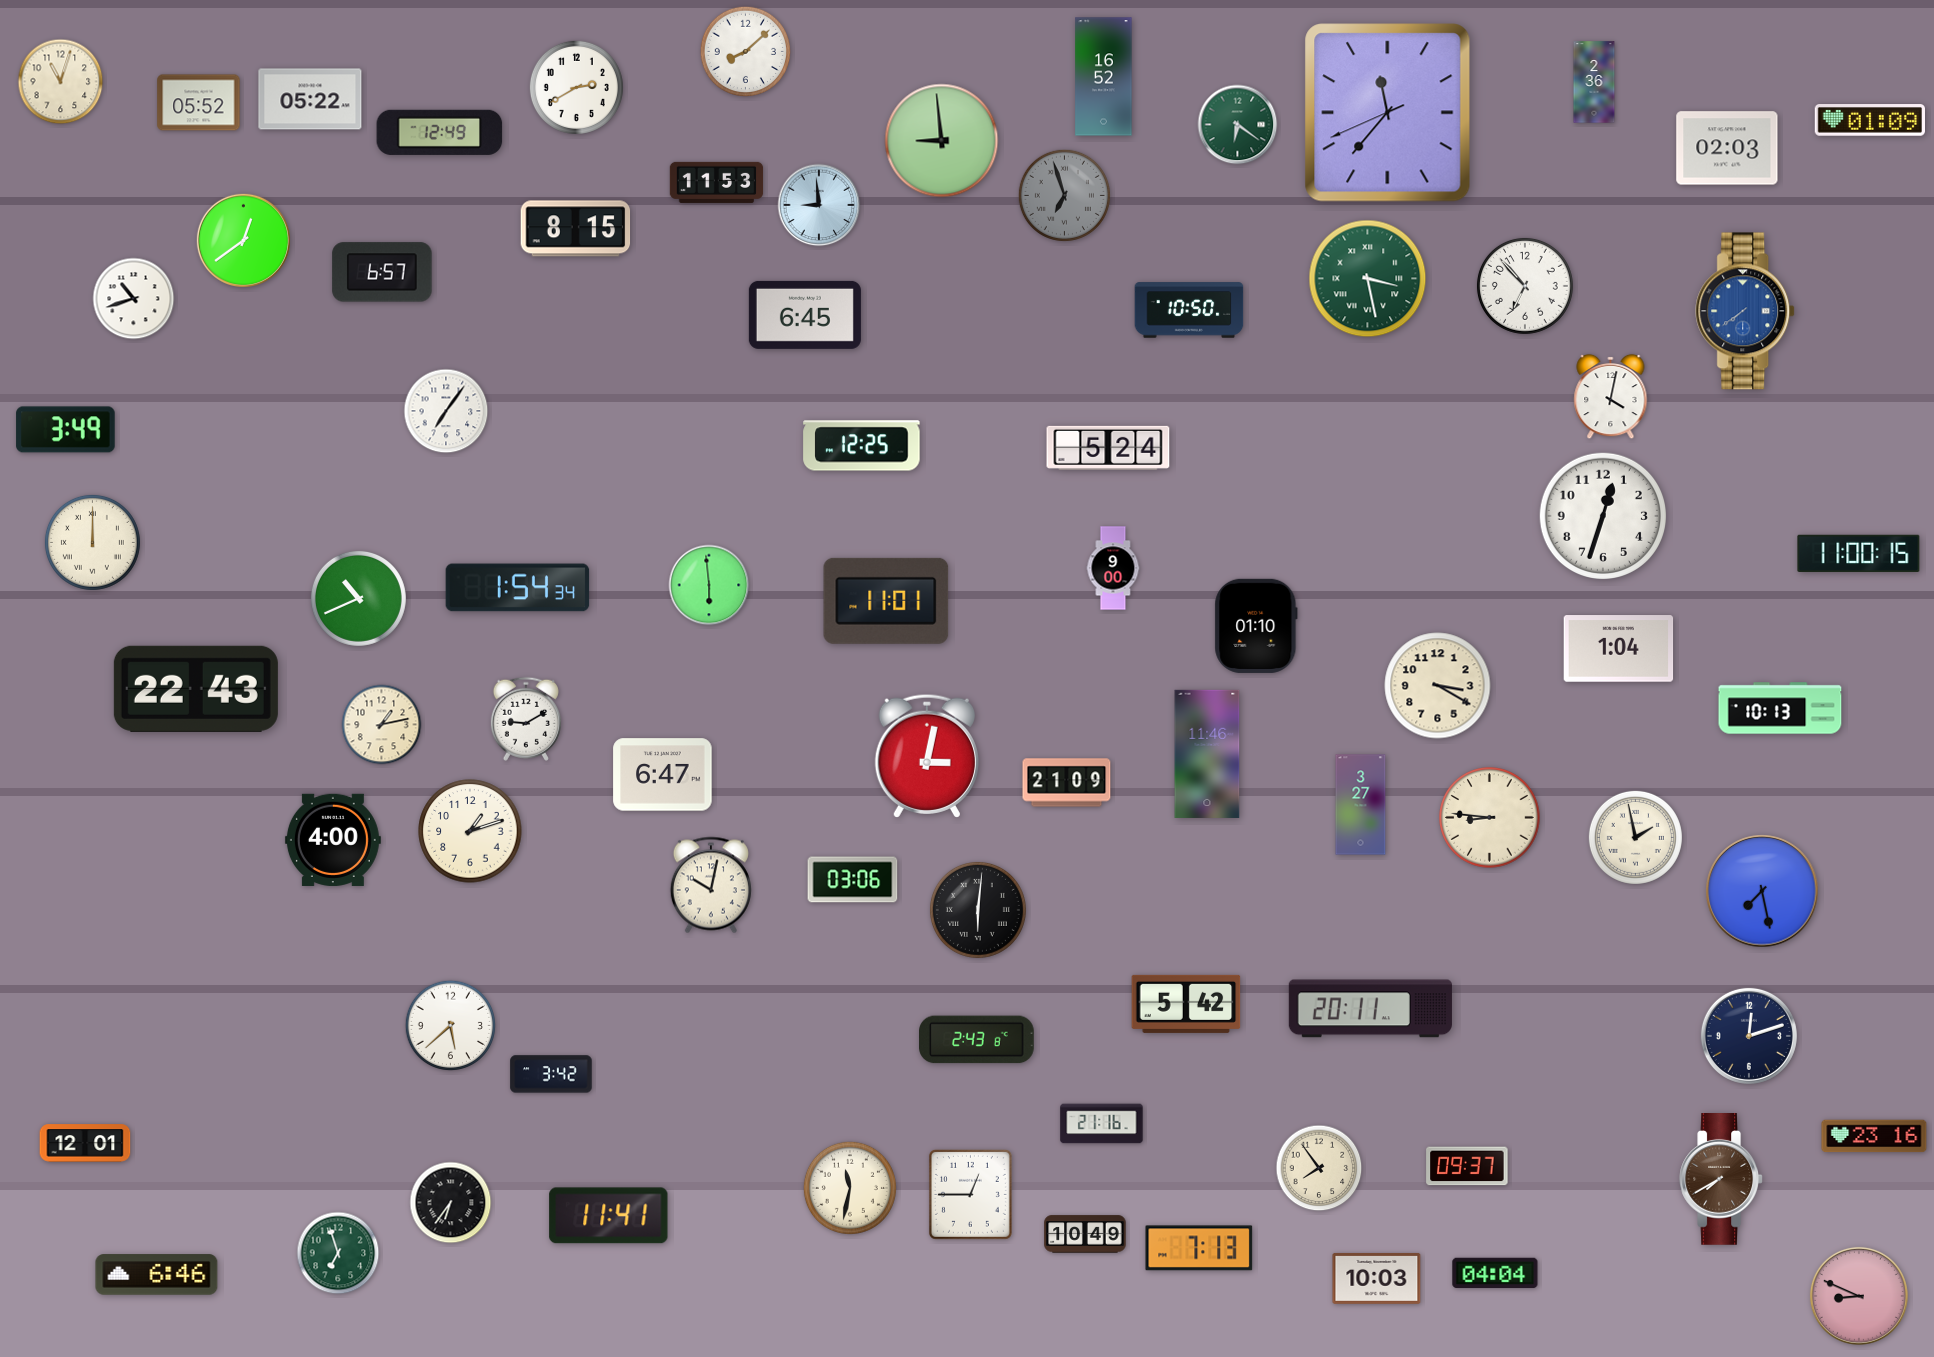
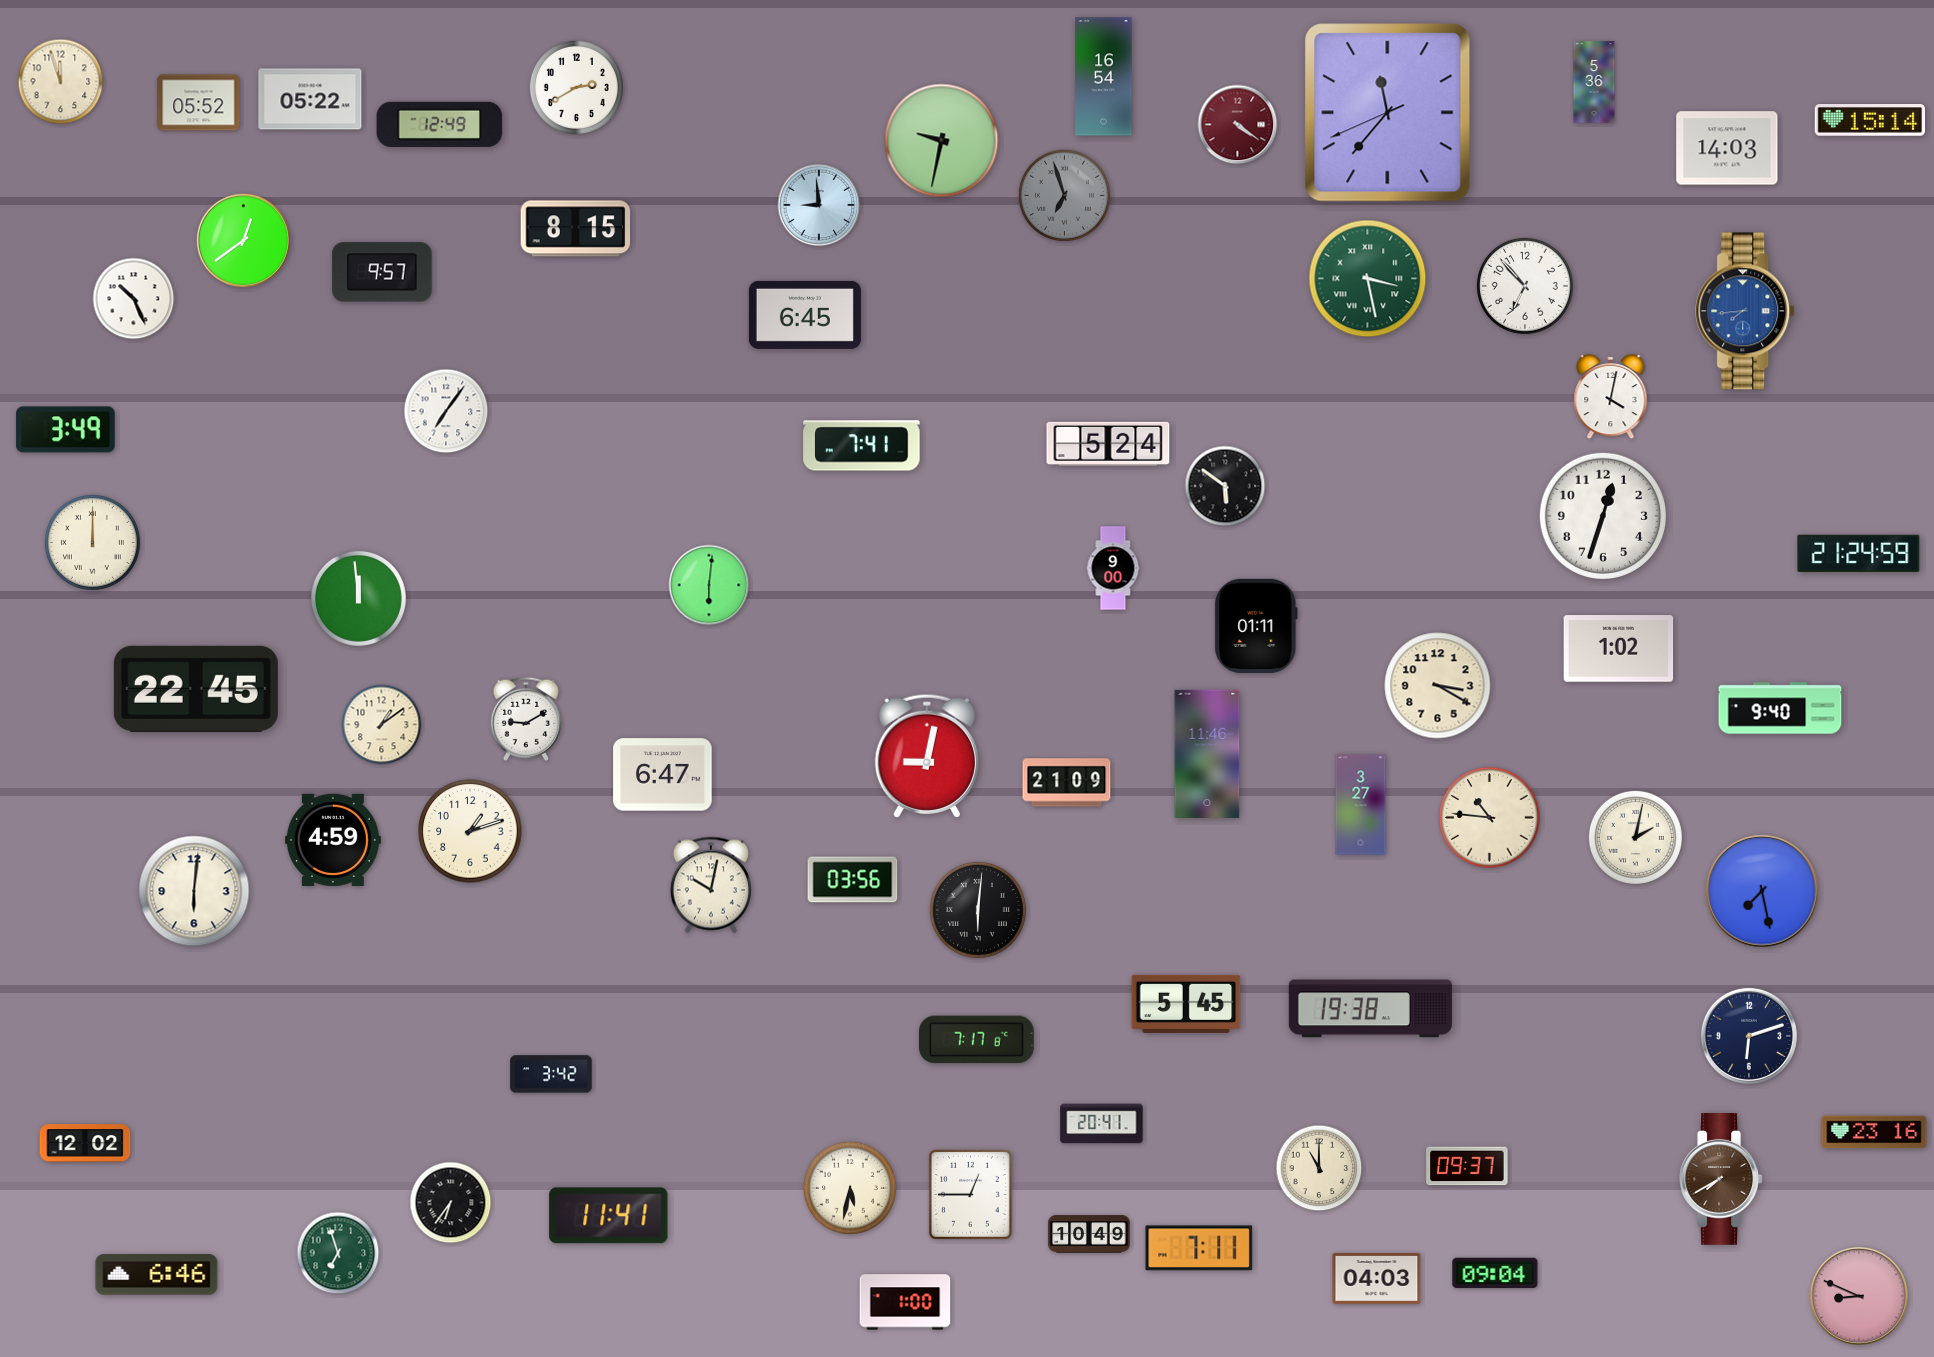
clock at (745, 51): 8:08 -> none
clock at (1104, 77): 16:52 -> 16:54
clock at (61, 82): 11:03 -> 11:57
clock at (1594, 82): 2:36 -> 5:36
clock at (1869, 120): 01:09 -> 15:14
clock at (1238, 125): 6:21 -> 4:21
clock at (1238, 125) dial: green -> burgundy
clock at (440, 132) position: (440, 132) -> (440, 124)
clock at (942, 141): 8:59 -> 9:32
clock at (1727, 148): 02:03 -> 14:03
clock at (717, 182): 11:53 -> none
clock at (382, 272): 6:57 -> 9:57
clock at (134, 299): 10:42 -> 10:26
clock at (1189, 310): 10:50 -> none
clock at (1746, 311): 7:39 -> 7:44
clock at (862, 446): 12:25 -> 7:41
clock at (1108, 448) position: (1108, 448) -> (1108, 444)
clock at (1225, 486): none -> 5:51
clock at (1859, 553): 11:00 -> 21:24
clock at (709, 585): 5:59 -> 6:01
clock at (518, 588): 1:54 -> none
clock at (358, 598): 10:41 -> 11:59
clock at (886, 601): 11:01 -> none
clock at (1256, 626): 01:10 -> 01:11
clock at (1619, 649): 1:04 -> 1:02
clock at (196, 689): 22:43 -> 22:45
clock at (1780, 708): 10:13 -> 9:40
clock at (382, 725): 1:13 -> 1:09
clock at (926, 756): 3:02 -> 9:02
clock at (1490, 818): 8:46 -> 10:46
clock at (1635, 837): 1:58 -> 2:02
clock at (333, 840): 4:00 -> 4:59
clock at (853, 880): 03:06 -> 03:56
clock at (194, 891): none -> 6:01
clock at (1186, 1004): 5:42 -> 5:45
clock at (1370, 1009): 20:11 -> 19:38
clock at (450, 1025): 5:38 -> none
clock at (1749, 1036): 12:12 -> 6:12
clock at (977, 1040): 2:43 -> 7:17
clock at (1102, 1124): 21:16 -> 20:41
clock at (1874, 1136) position: (1874, 1136) -> (1874, 1132)
clock at (85, 1143): 12:01 -> 12:02
clock at (1319, 1168): 7:54 -> 11:00
clock at (850, 1188): 11:32 -> 5:32
clock at (1085, 1234) position: (1085, 1234) -> (1089, 1234)
clock at (1199, 1248): 7:13 -> 7:11
clock at (1495, 1273): 04:04 -> 09:04
clock at (1377, 1278): 10:03 -> 04:03
clock at (905, 1302): none -> 1:00
